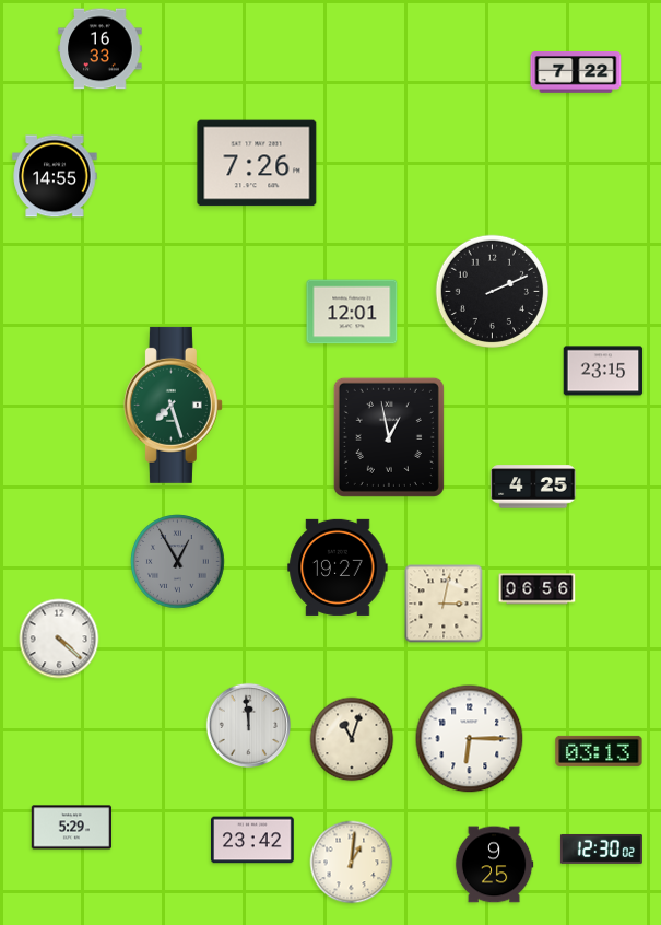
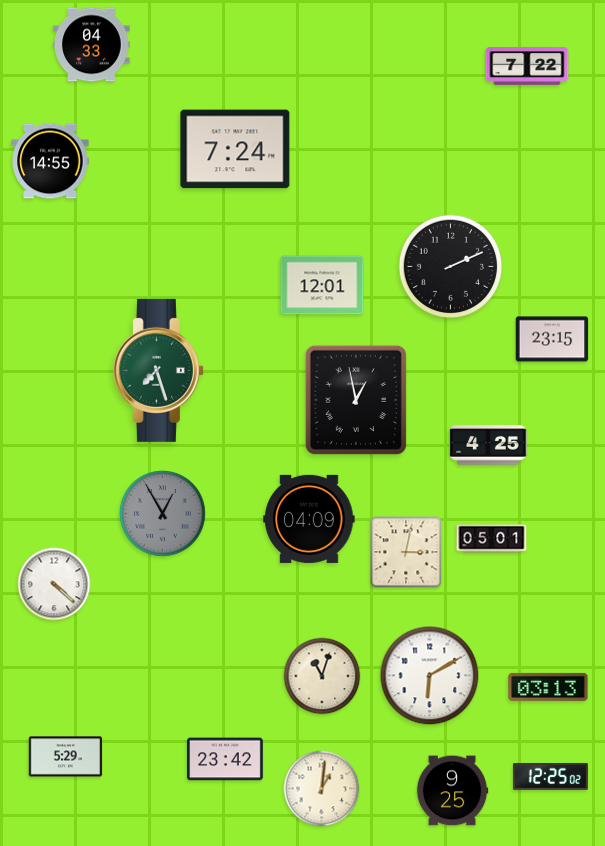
clock at (101, 49): 16:33 -> 04:33
clock at (257, 163): 7:26 -> 7:24
clock at (338, 567): 19:27 -> 04:09
clock at (538, 589): 06:56 -> 05:01
clock at (248, 725): 11:59 -> none
clock at (470, 739): 6:15 -> 6:10
clock at (253, 840) position: (253, 840) -> (226, 759)
clock at (601, 848): 12:30 -> 12:25
